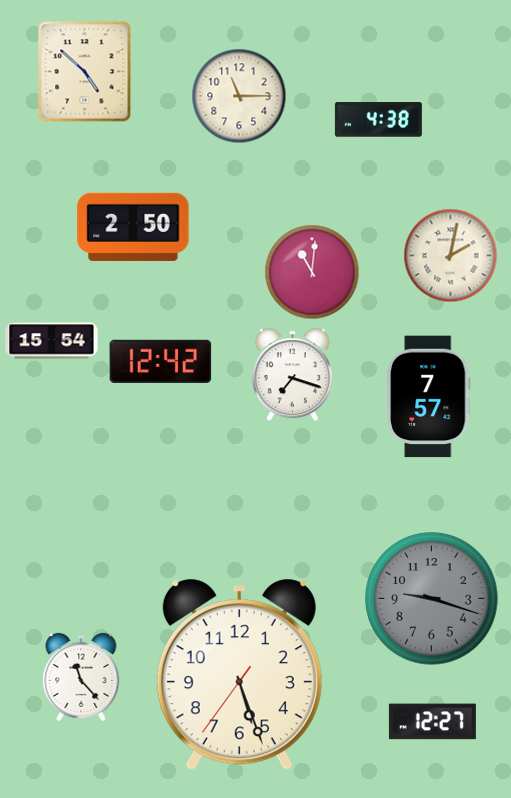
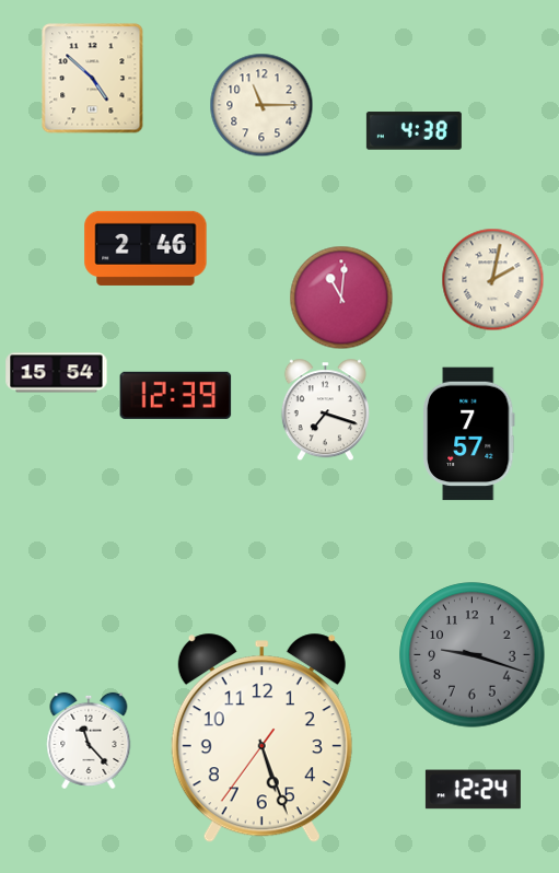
clock at (133, 227): 2:50 -> 2:46
clock at (161, 361): 12:42 -> 12:39
clock at (292, 375) position: (292, 375) -> (325, 410)
clock at (432, 722): 12:27 -> 12:24
